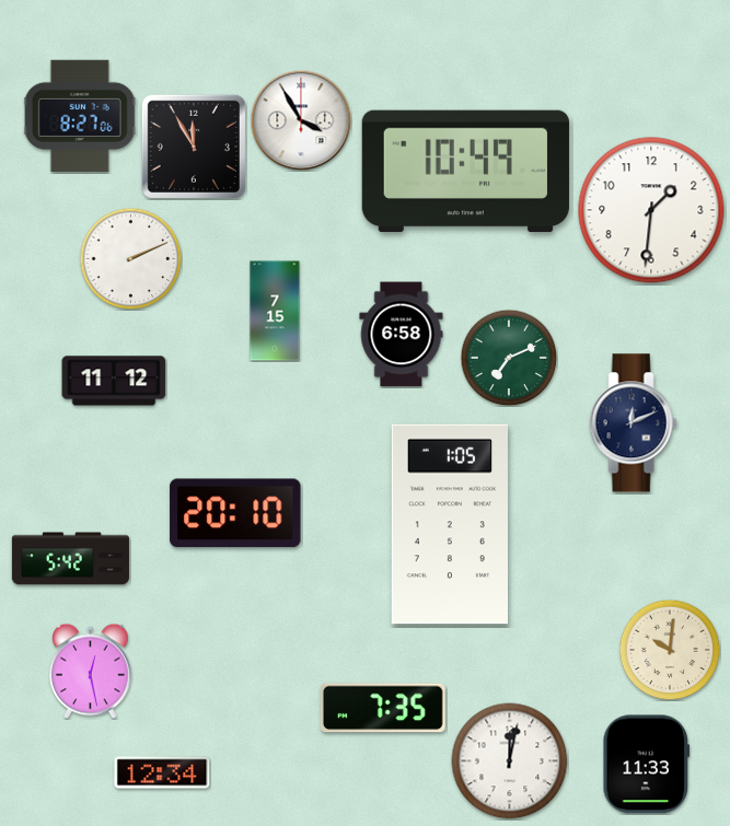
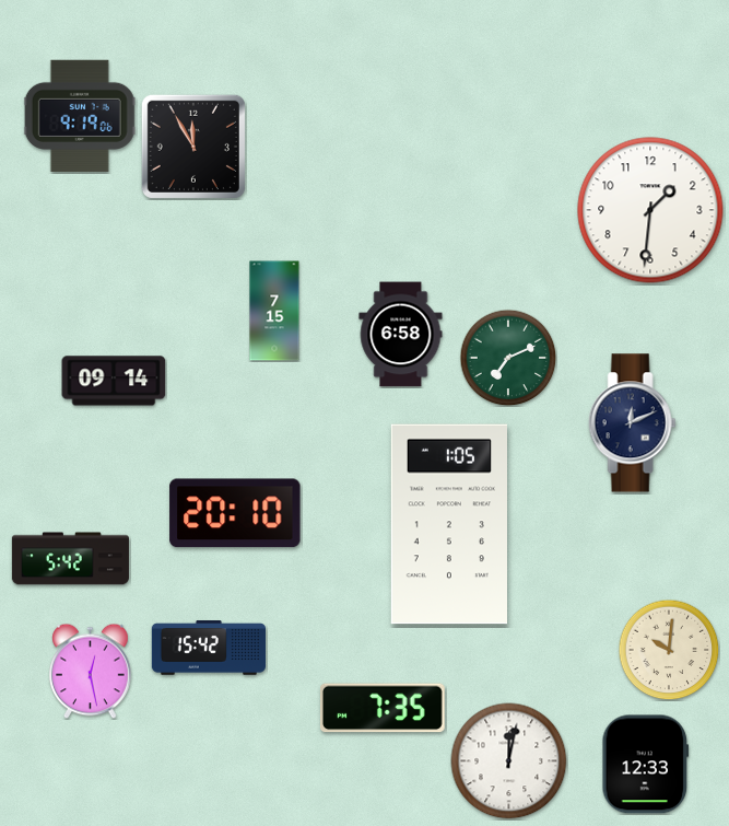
clock at (80, 116): 8:27 -> 9:19
clock at (301, 120): 3:55 -> none
clock at (465, 172): 10:49 -> none
clock at (130, 258): 2:11 -> none
clock at (114, 381): 11:12 -> 09:14
clock at (208, 648): none -> 15:42
clock at (647, 765): 11:33 -> 12:33
clock at (162, 772): 12:34 -> none
